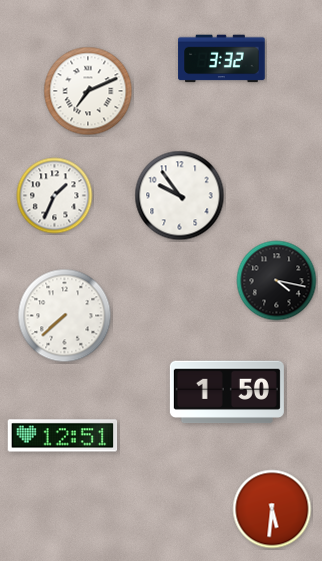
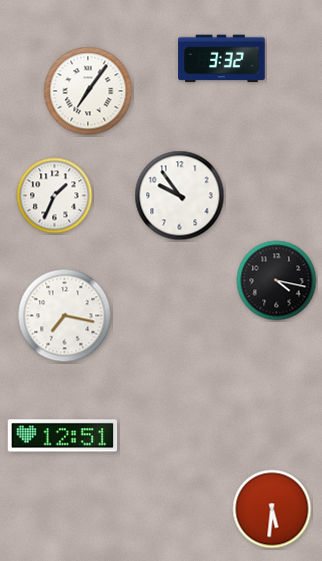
clock at (88, 91): 7:11 -> 7:06
clock at (65, 316): 7:38 -> 7:17
clock at (227, 392): 1:50 -> none
